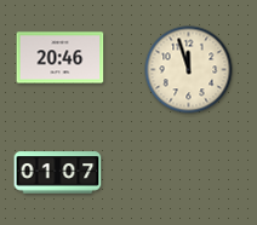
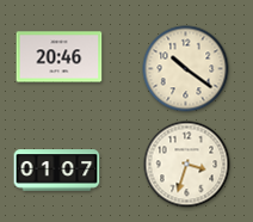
clock at (189, 70): 11:57 -> 10:21
clock at (187, 165): none -> 3:33
